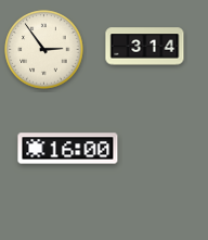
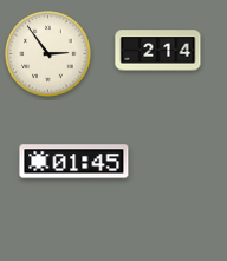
clock at (145, 47): 3:14 -> 2:14
clock at (68, 149): 16:00 -> 01:45
